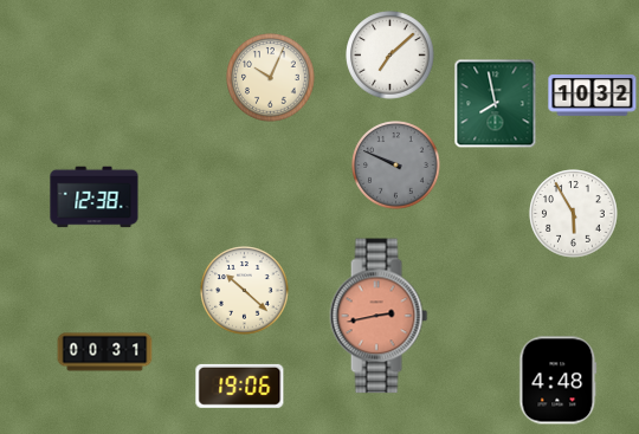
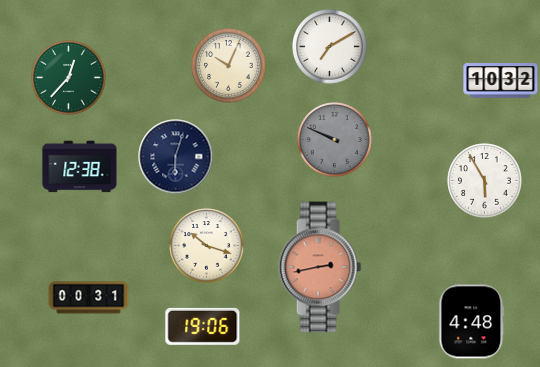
clock at (390, 56): 7:08 -> 7:10
clock at (69, 78): none -> 12:37
clock at (496, 104): 7:58 -> none
clock at (176, 157): none -> 6:03
clock at (245, 291): 10:22 -> 10:18
